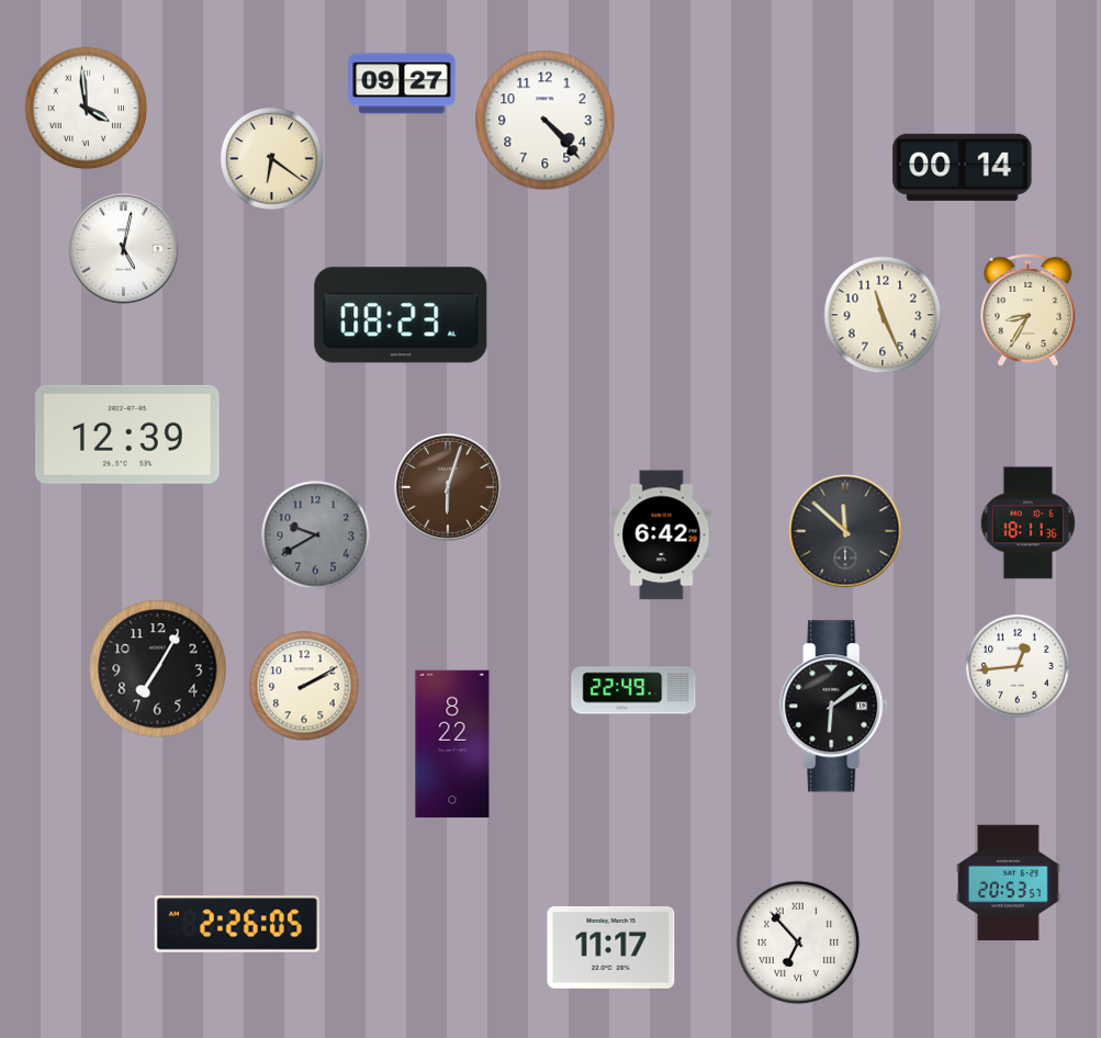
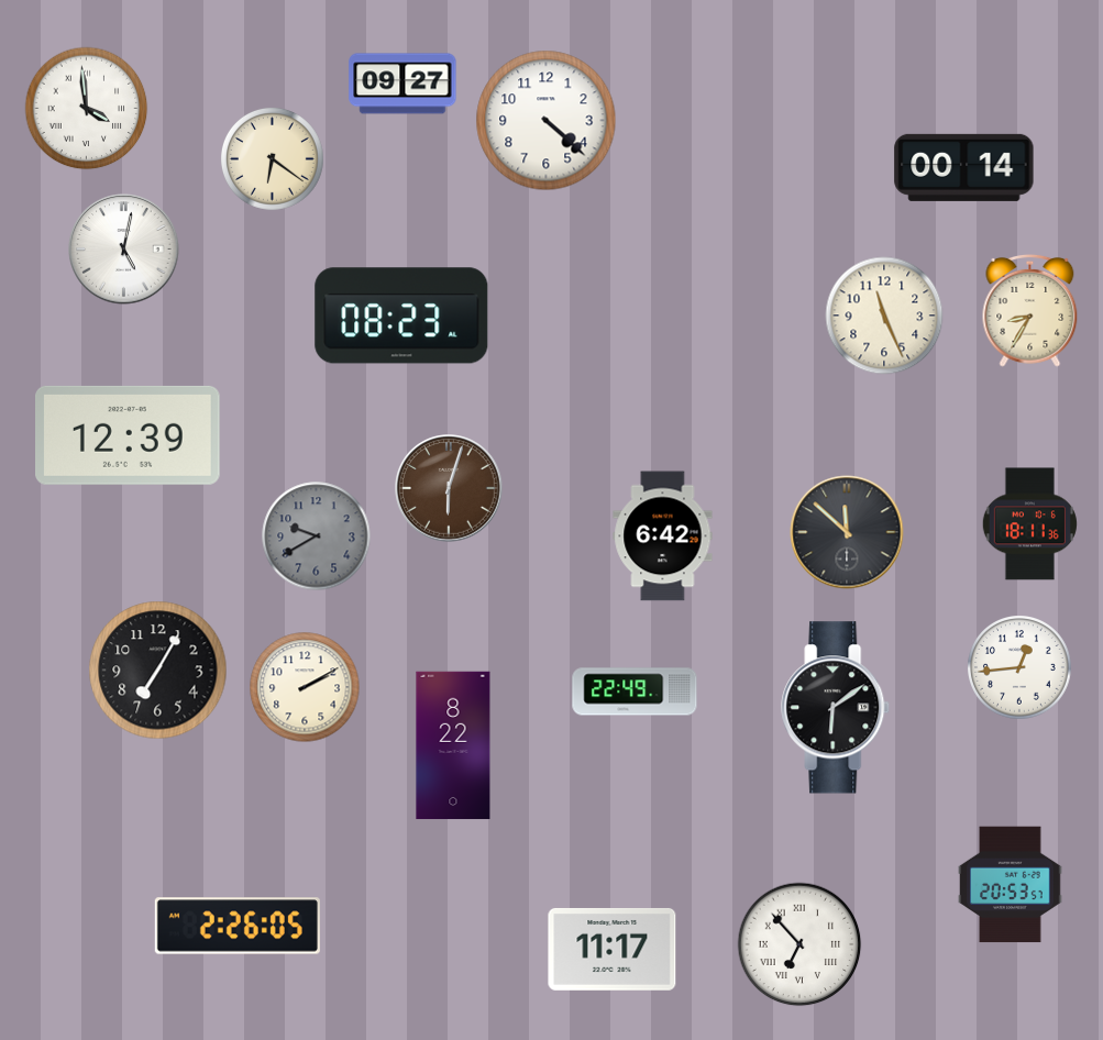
clock at (546, 121): 4:23 -> 4:22
